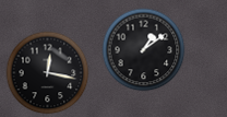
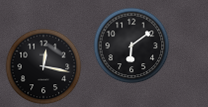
clock at (144, 50): 1:09 -> 6:09
